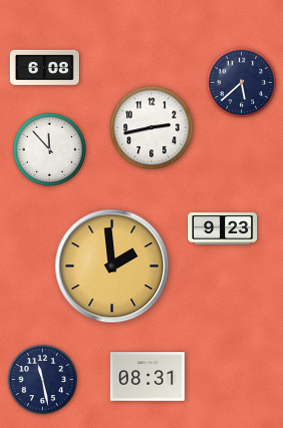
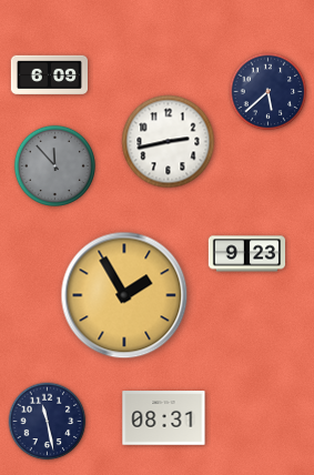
clock at (44, 68): 6:08 -> 6:09
clock at (49, 149) dial: white -> grey
clock at (112, 266): 1:59 -> 1:55
